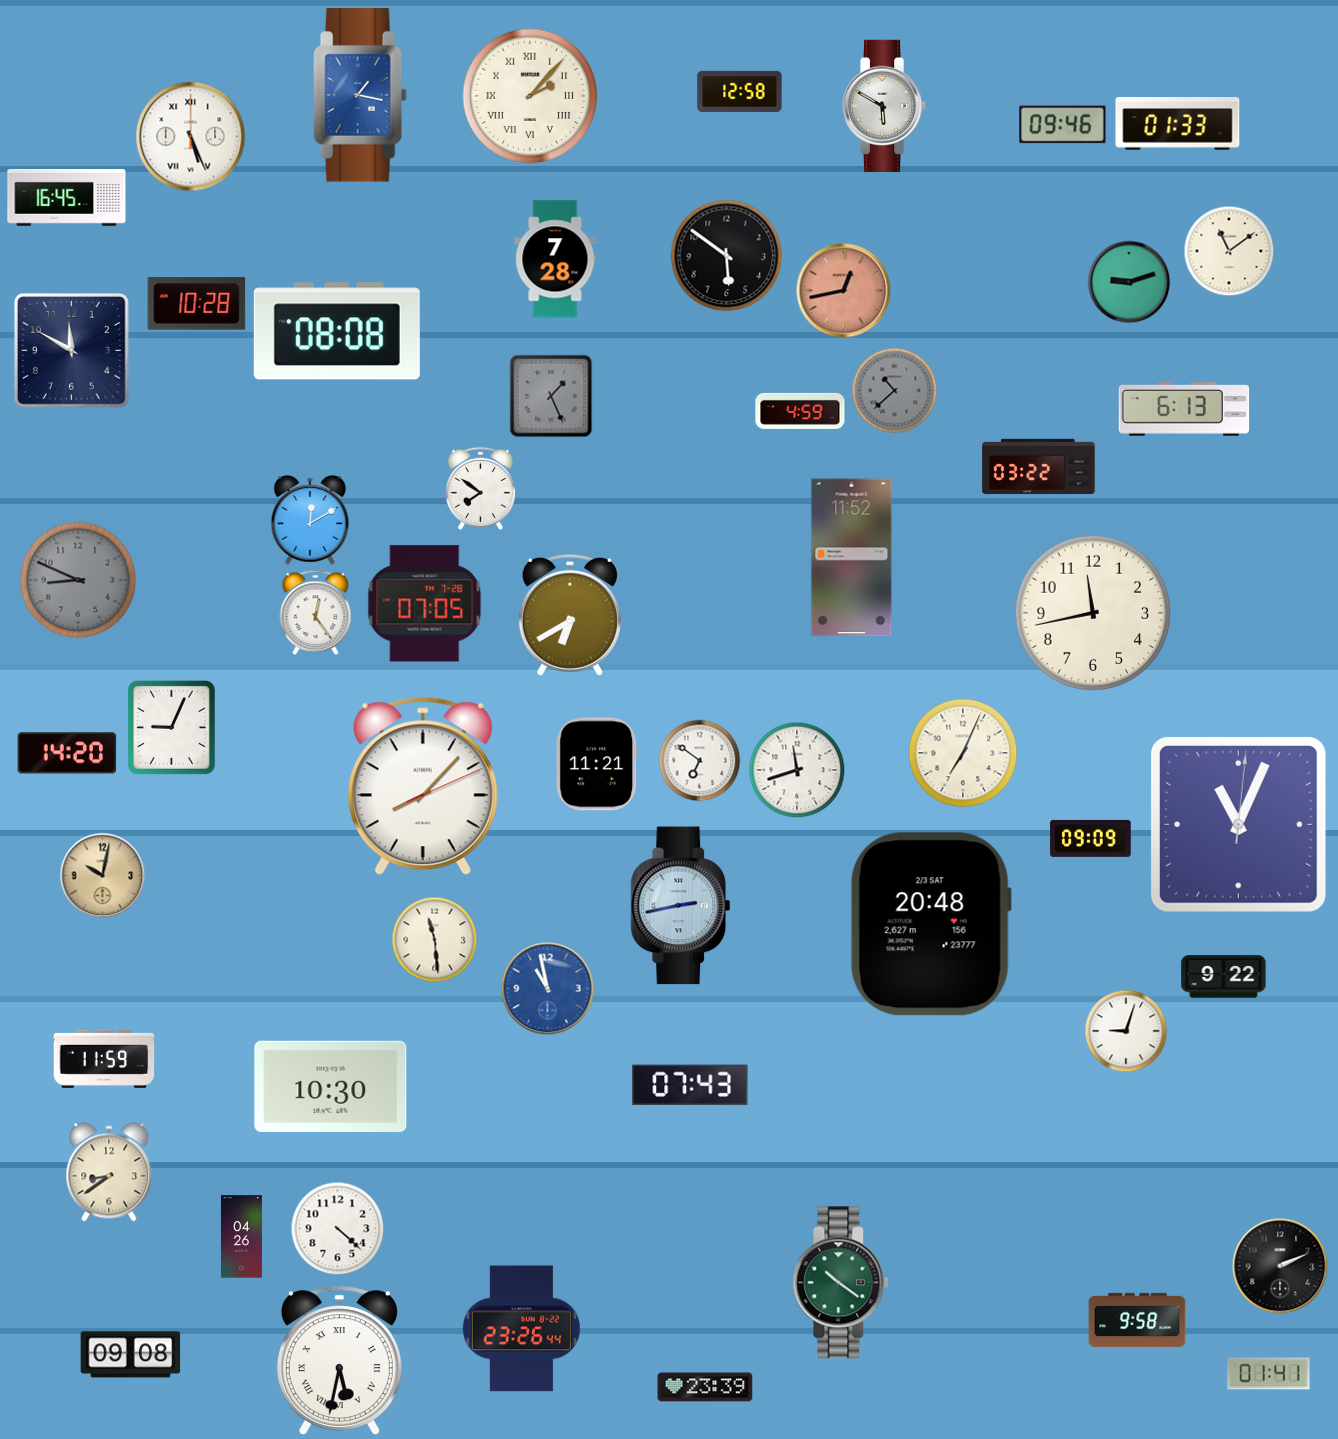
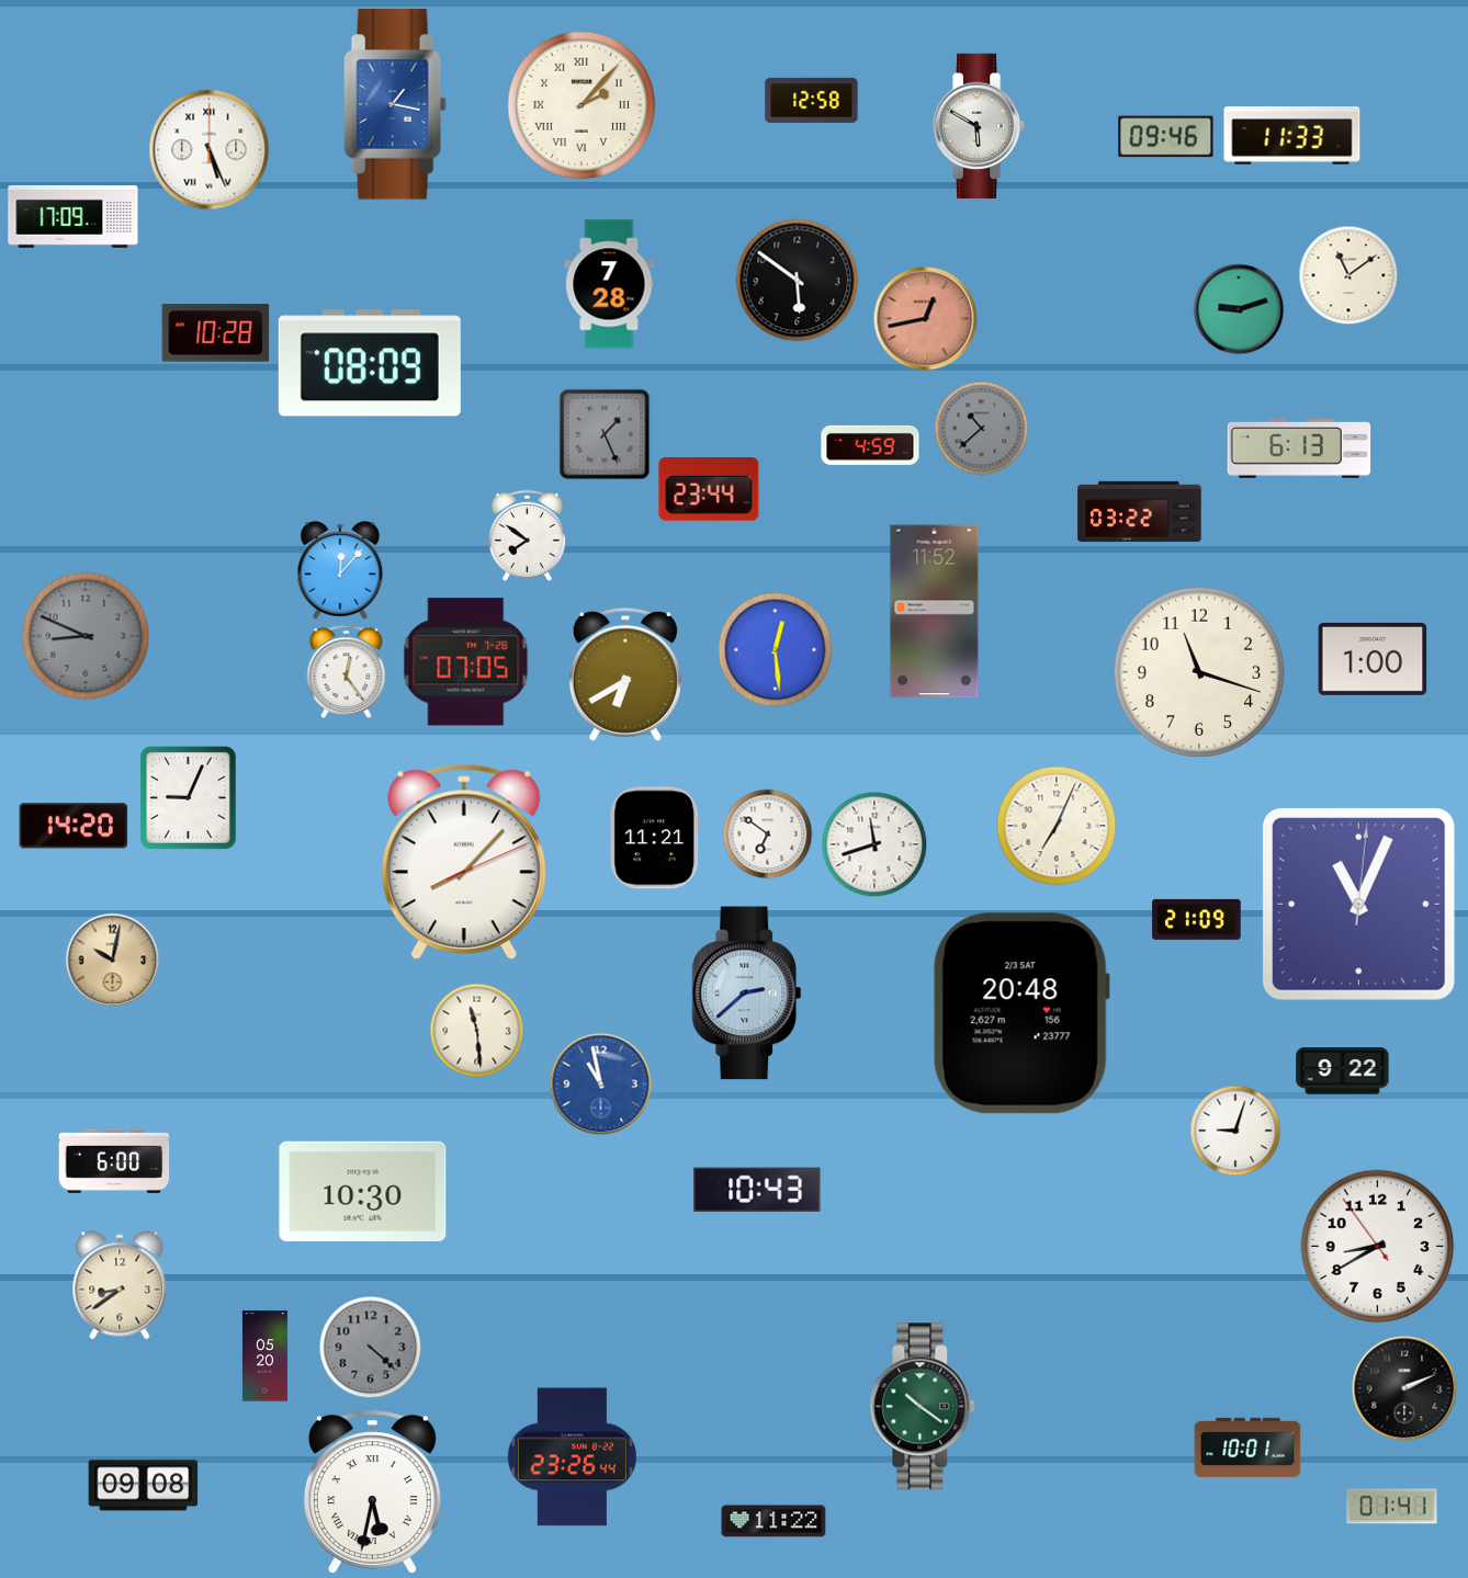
clock at (884, 105) position: (884, 105) -> (979, 125)
clock at (1178, 124): 01:33 -> 11:33
clock at (67, 197): 16:45 -> 17:09
clock at (337, 331): 08:08 -> 08:09
clock at (71, 350): 11:50 -> none
clock at (800, 411) position: (800, 411) -> (870, 445)
clock at (709, 489): none -> 23:44
clock at (310, 520): 12:10 -> 12:07
clock at (776, 650): none -> 12:29
clock at (1373, 659): none -> 1:00
clock at (1093, 613): 11:43 -> 11:18
clock at (1091, 838): 09:09 -> 21:09
clock at (681, 906): 2:43 -> 2:38
clock at (104, 1059): 11:59 -> 6:00
clock at (690, 1085): 07:43 -> 10:43
clock at (1378, 1247): none -> 8:39
clock at (338, 1229) dial: white -> grey
clock at (241, 1237): 04:26 -> 05:20
clock at (1137, 1319): 9:58 -> 10:01
clock at (705, 1387): 23:39 -> 11:22
